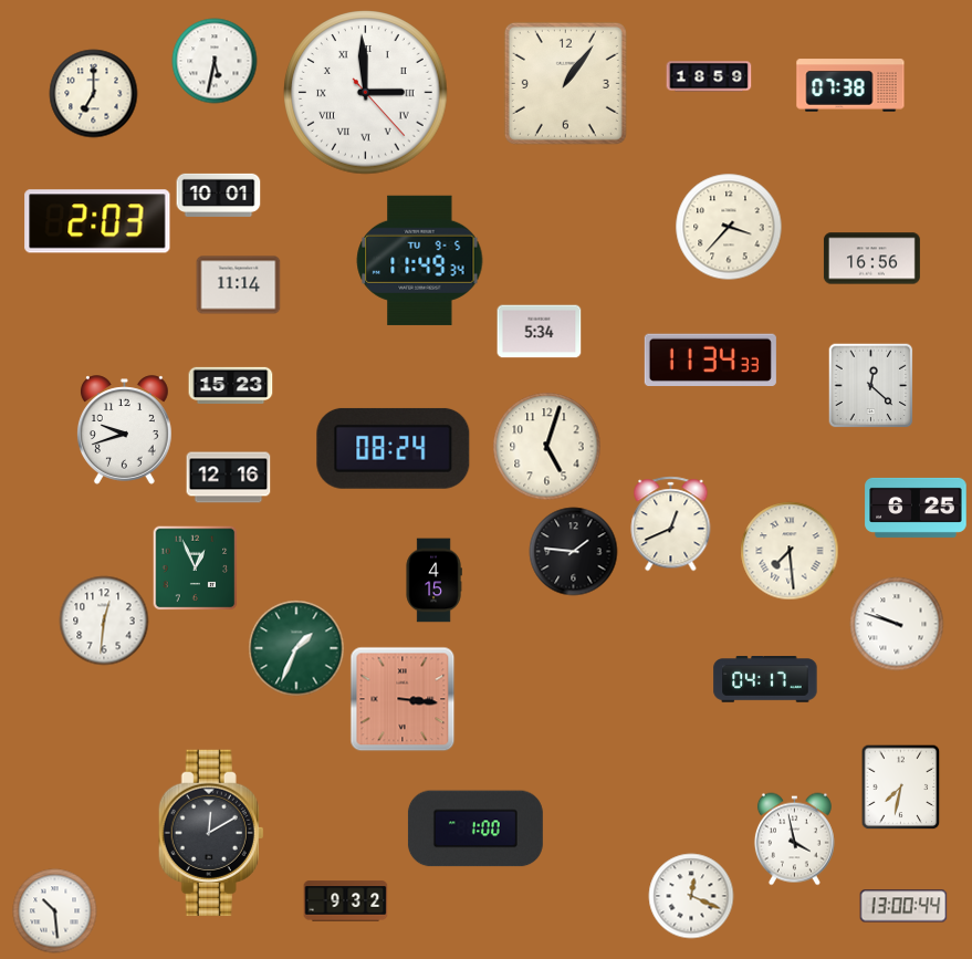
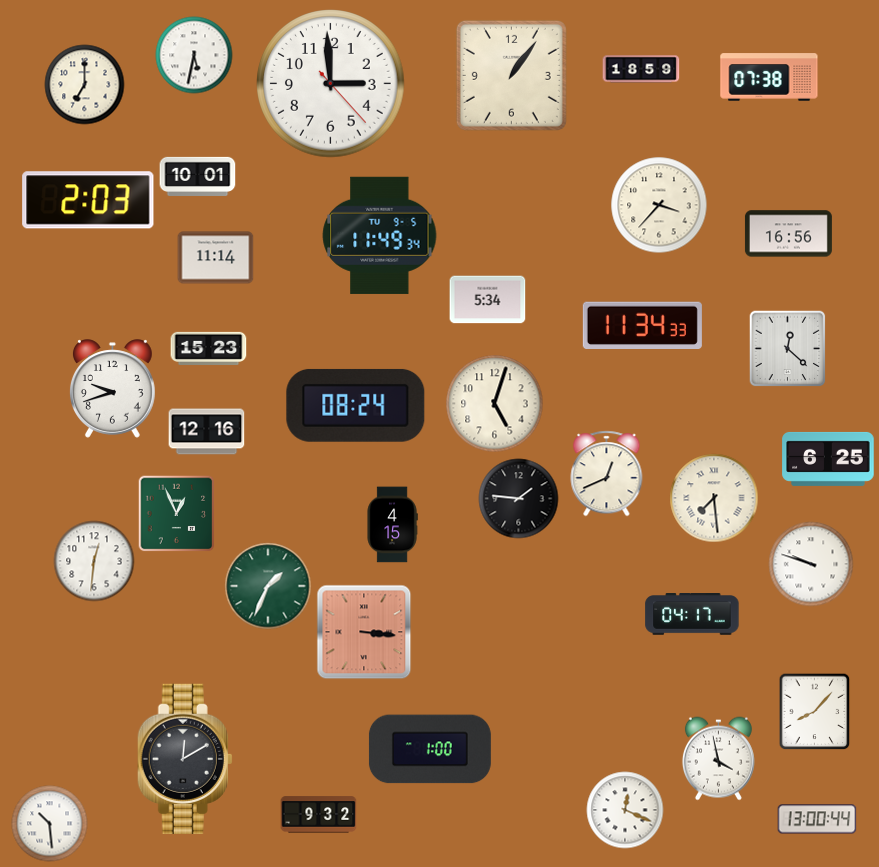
clock at (366, 93) numerals: Roman -> Arabic
clock at (901, 786): 7:32 -> 8:07
clock at (211, 833) position: (211, 833) -> (185, 759)
clock at (346, 901) position: (346, 901) -> (319, 815)
